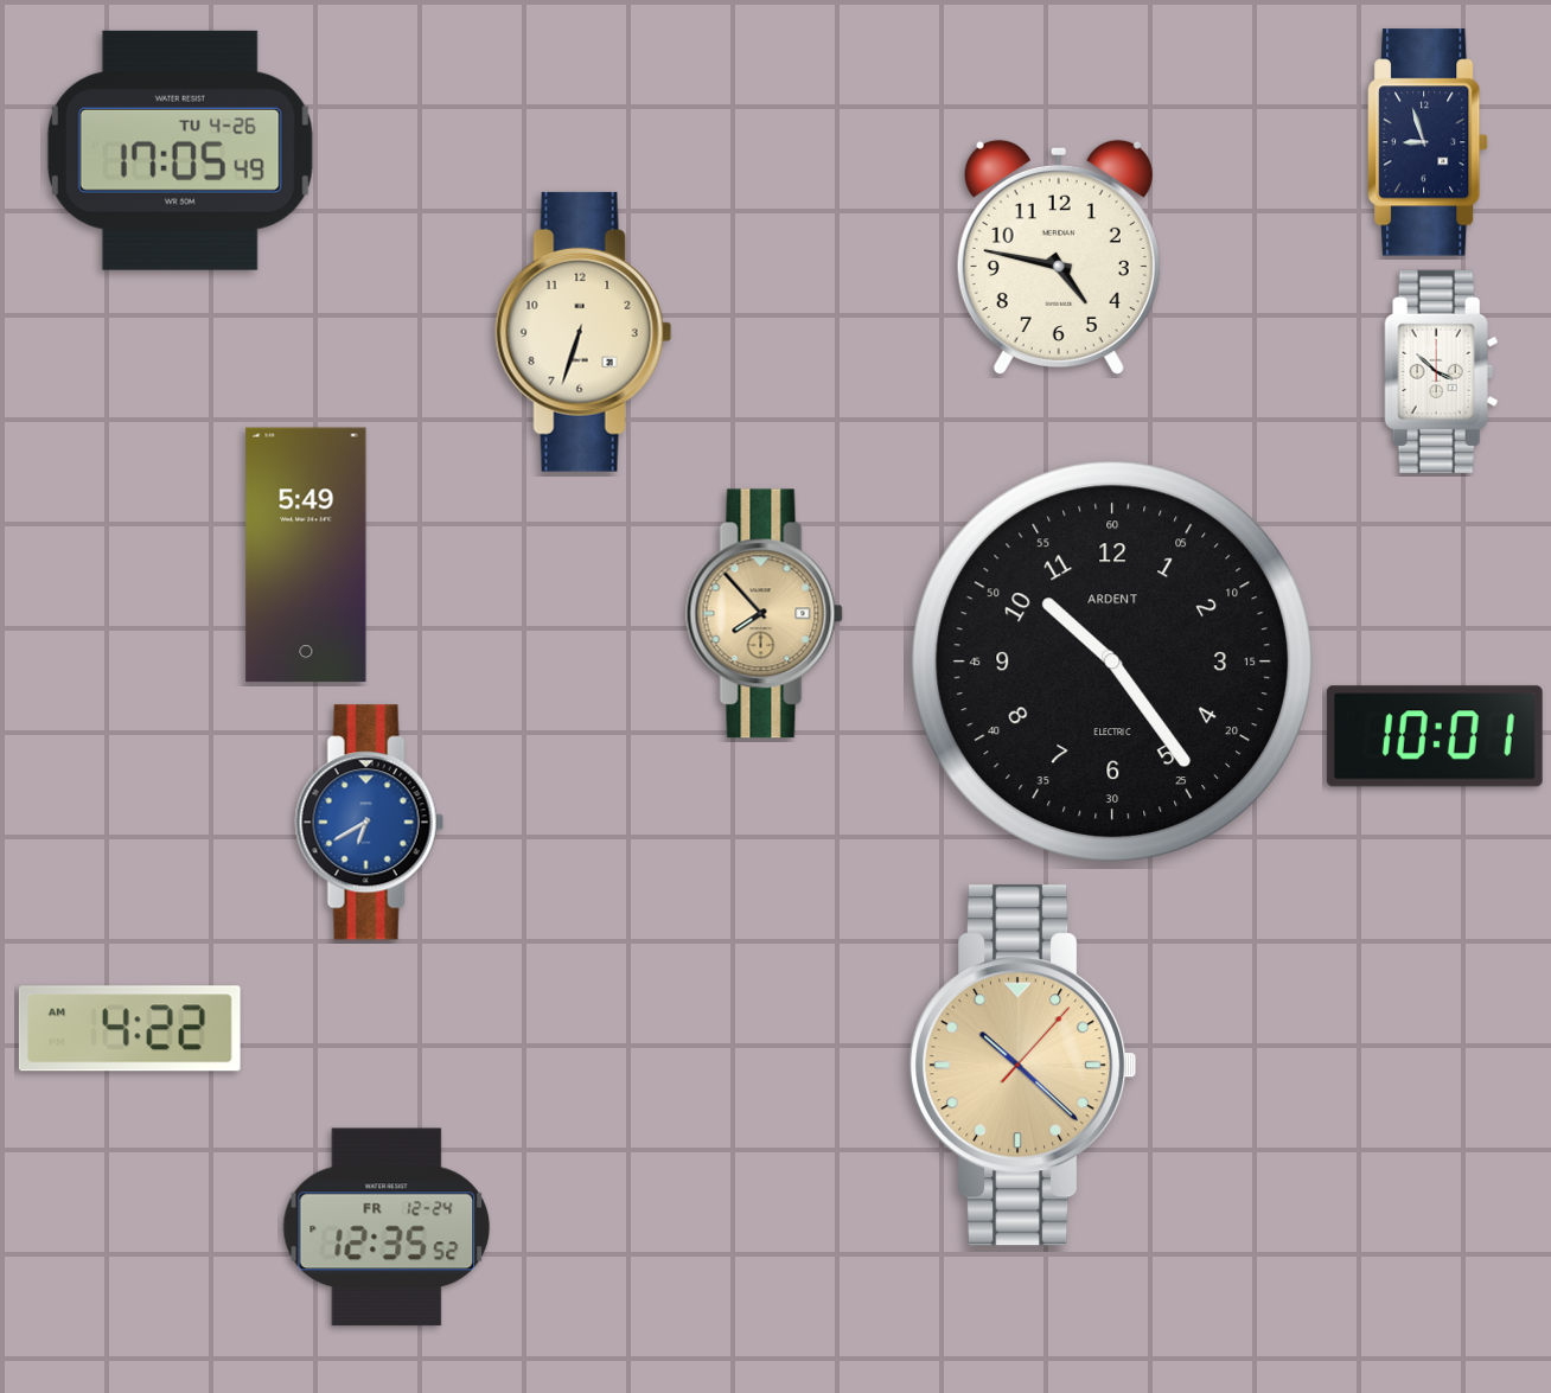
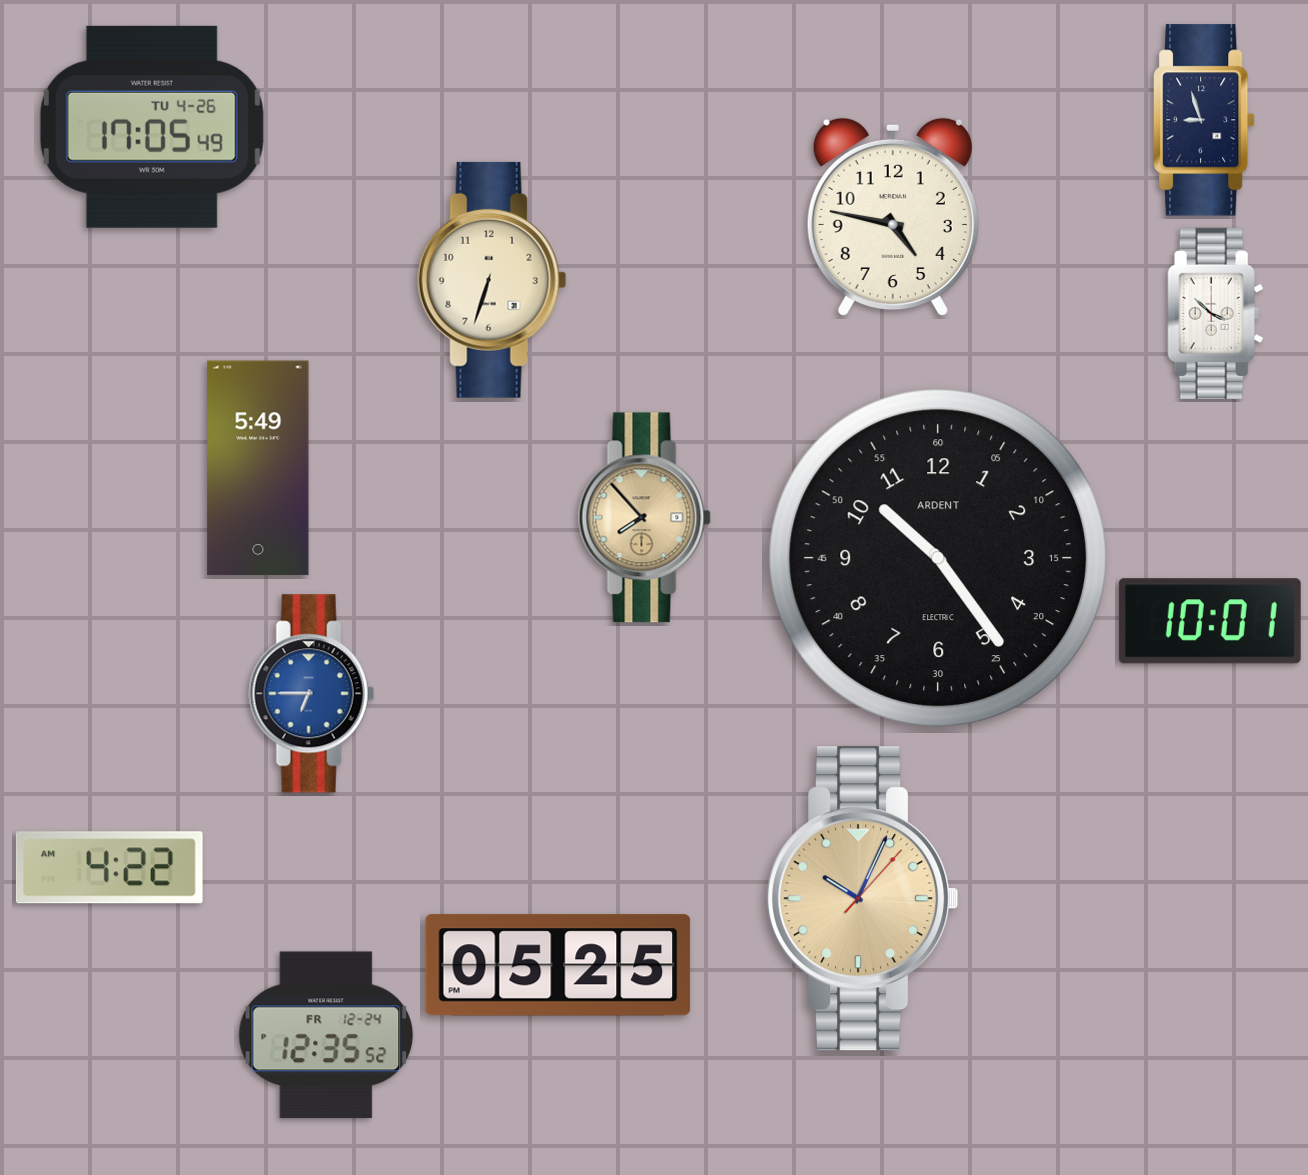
clock at (369, 823): 6:40 -> 6:45
clock at (1023, 1066): 10:22 -> 10:04
clock at (558, 965): none -> 05:25
